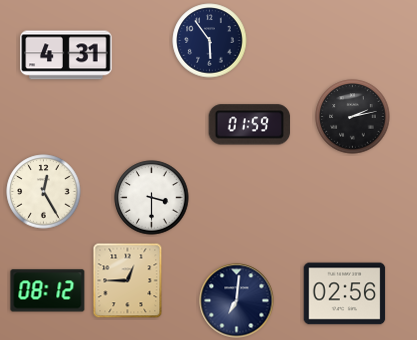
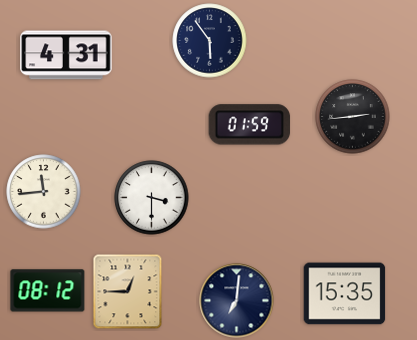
clock at (353, 117): 2:13 -> 2:44
clock at (44, 192): 12:25 -> 11:44
clock at (128, 281) position: (128, 281) -> (128, 292)
clock at (345, 294): 02:56 -> 15:35
